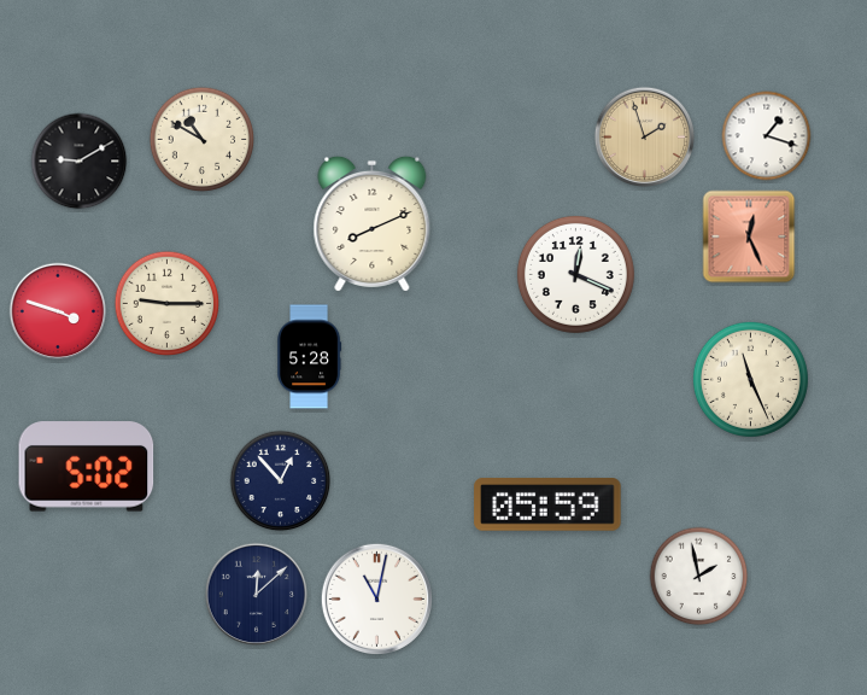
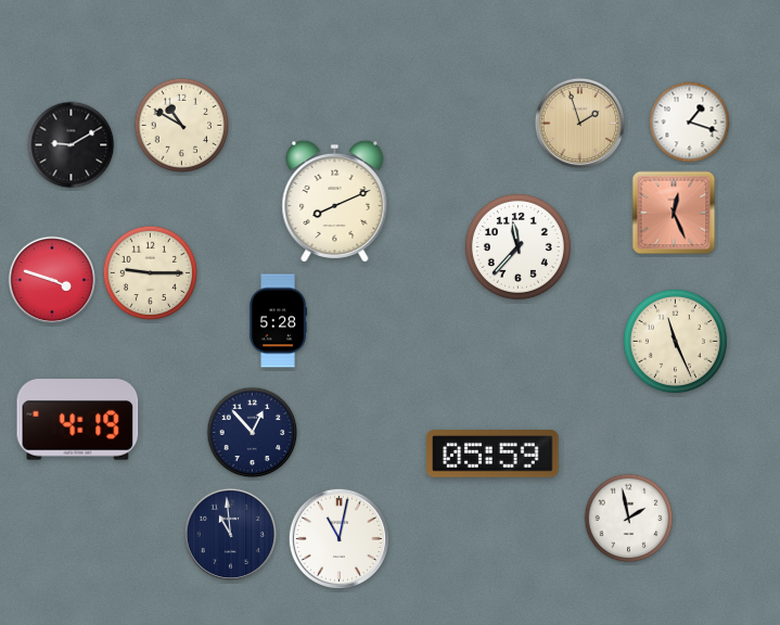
clock at (575, 274): 12:19 -> 11:37
clock at (87, 467): 5:02 -> 4:19
clock at (257, 595): 12:08 -> 10:59
